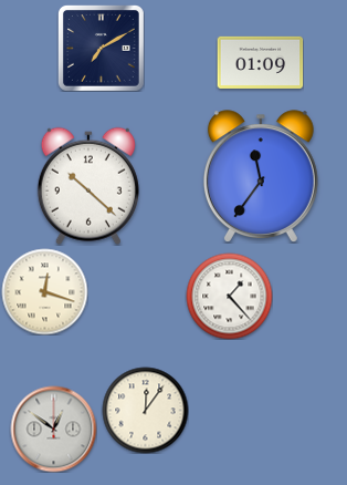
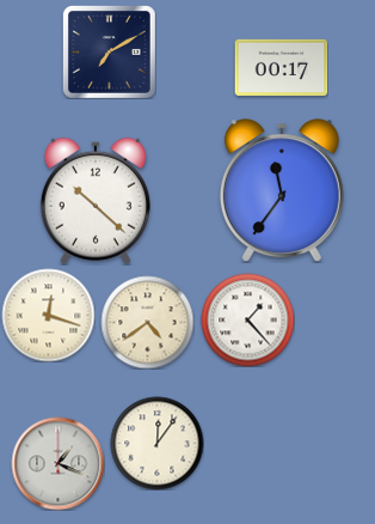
clock at (260, 62): 01:09 -> 00:17
clock at (147, 322): none -> 4:39
clock at (53, 429): 12:51 -> 1:19
